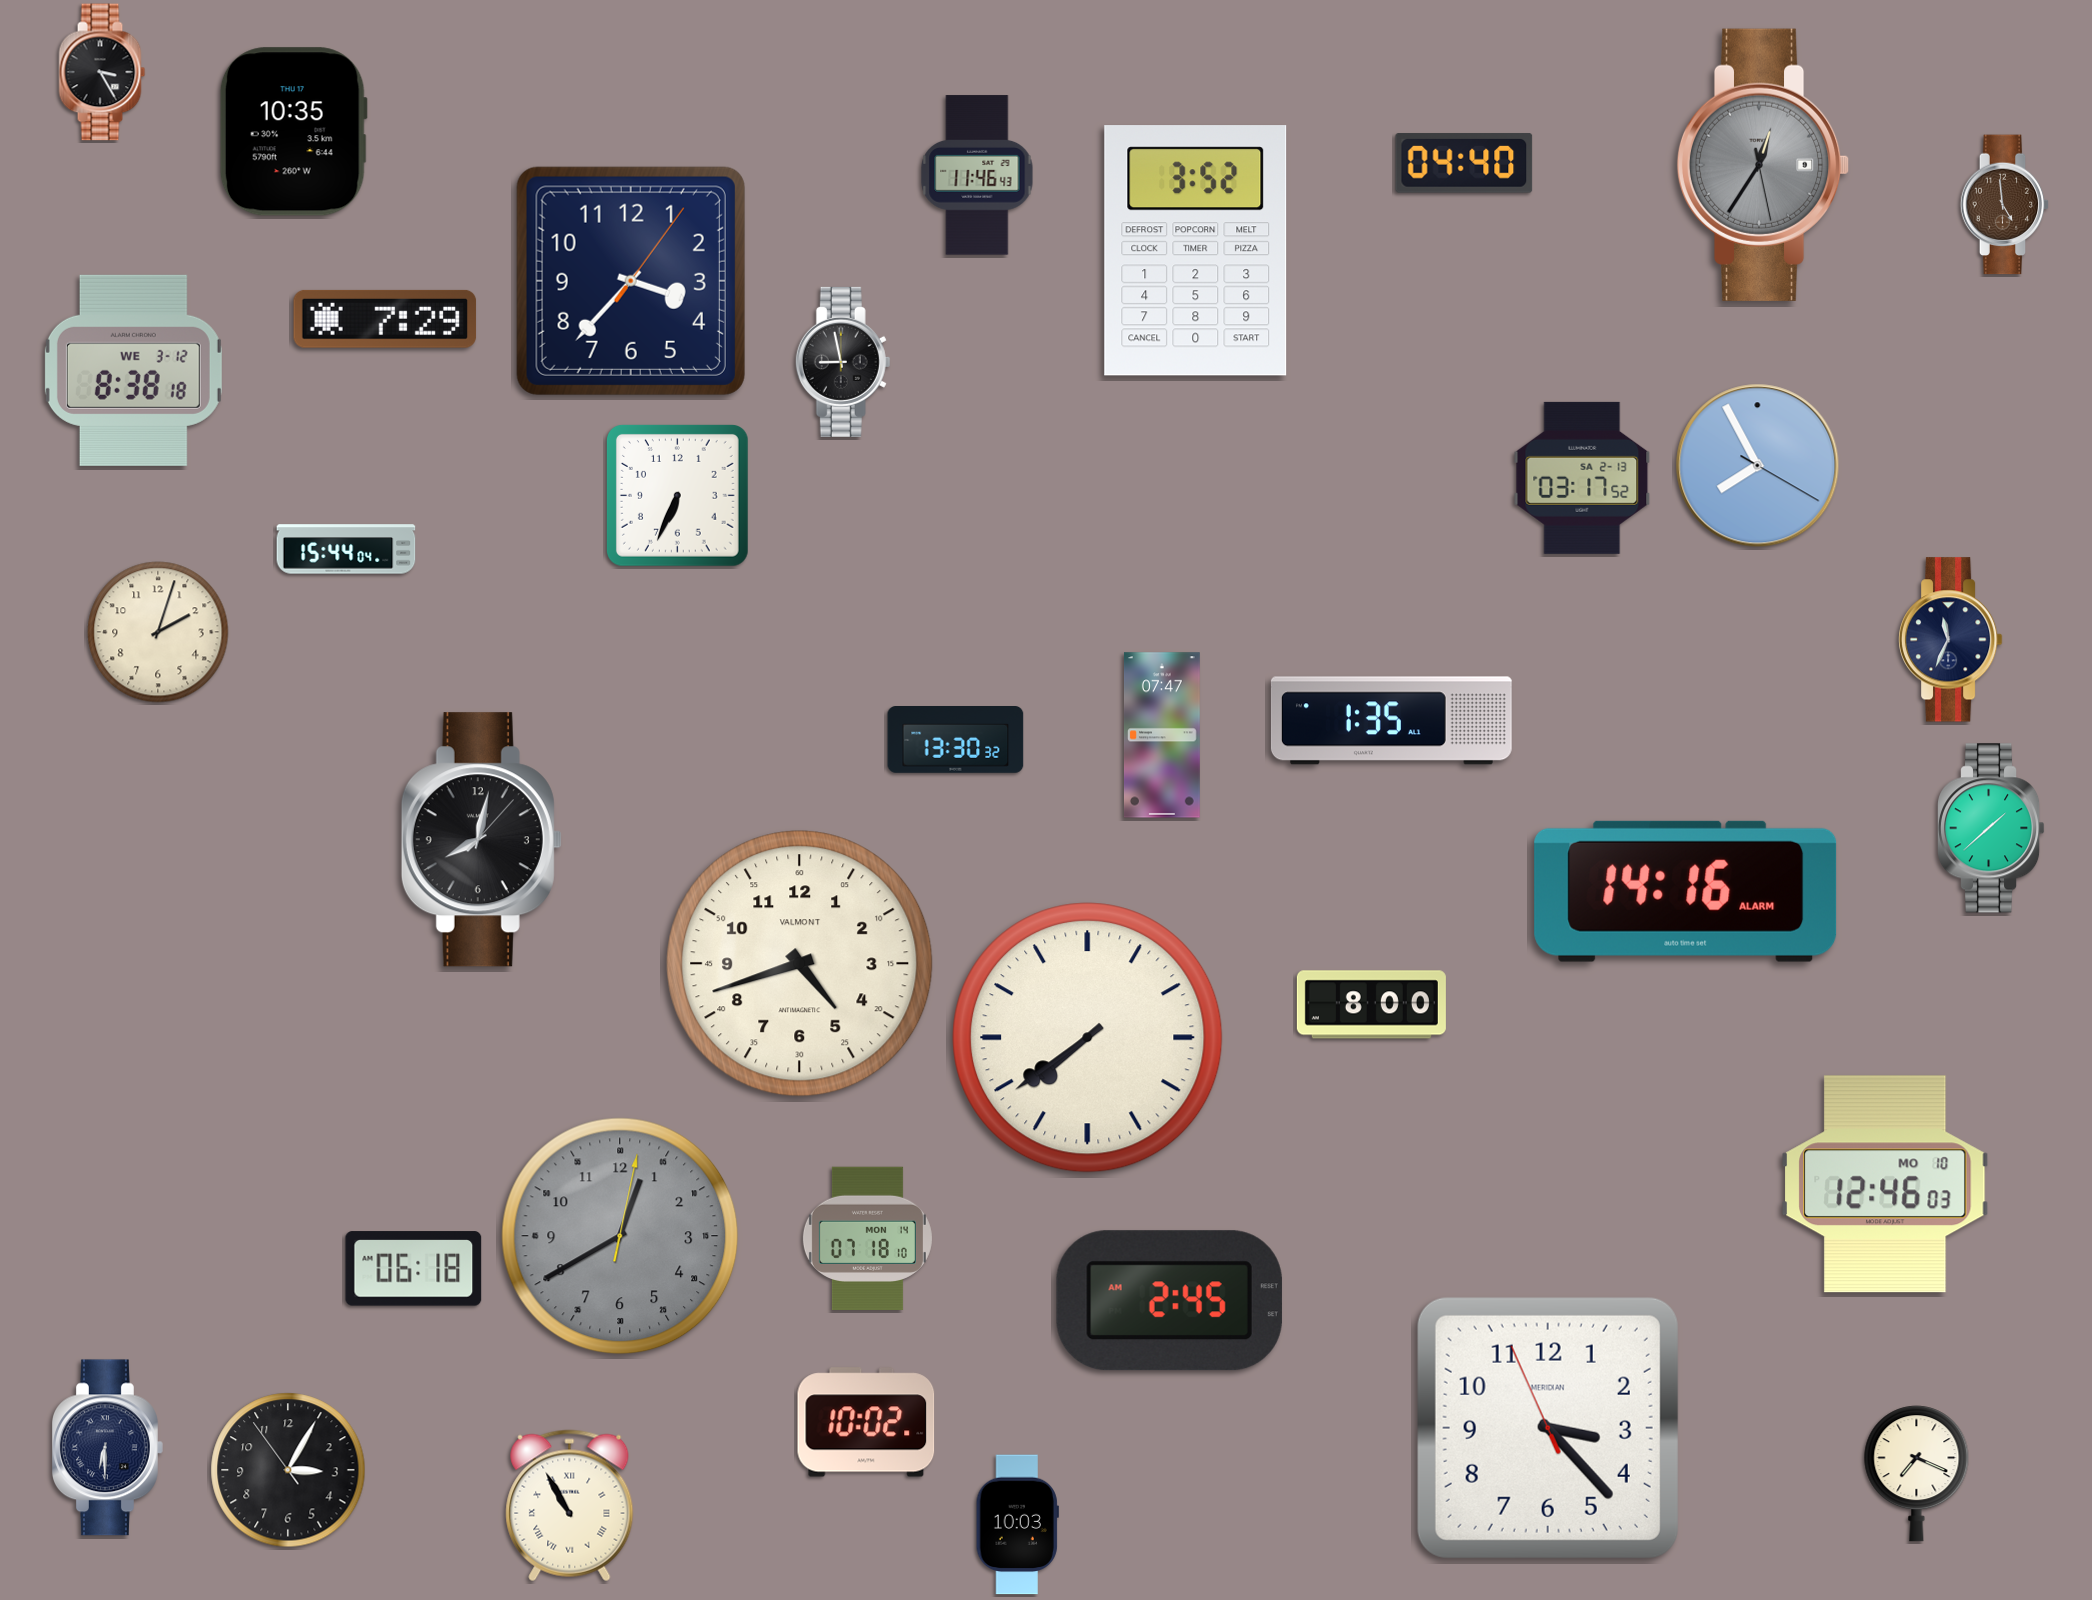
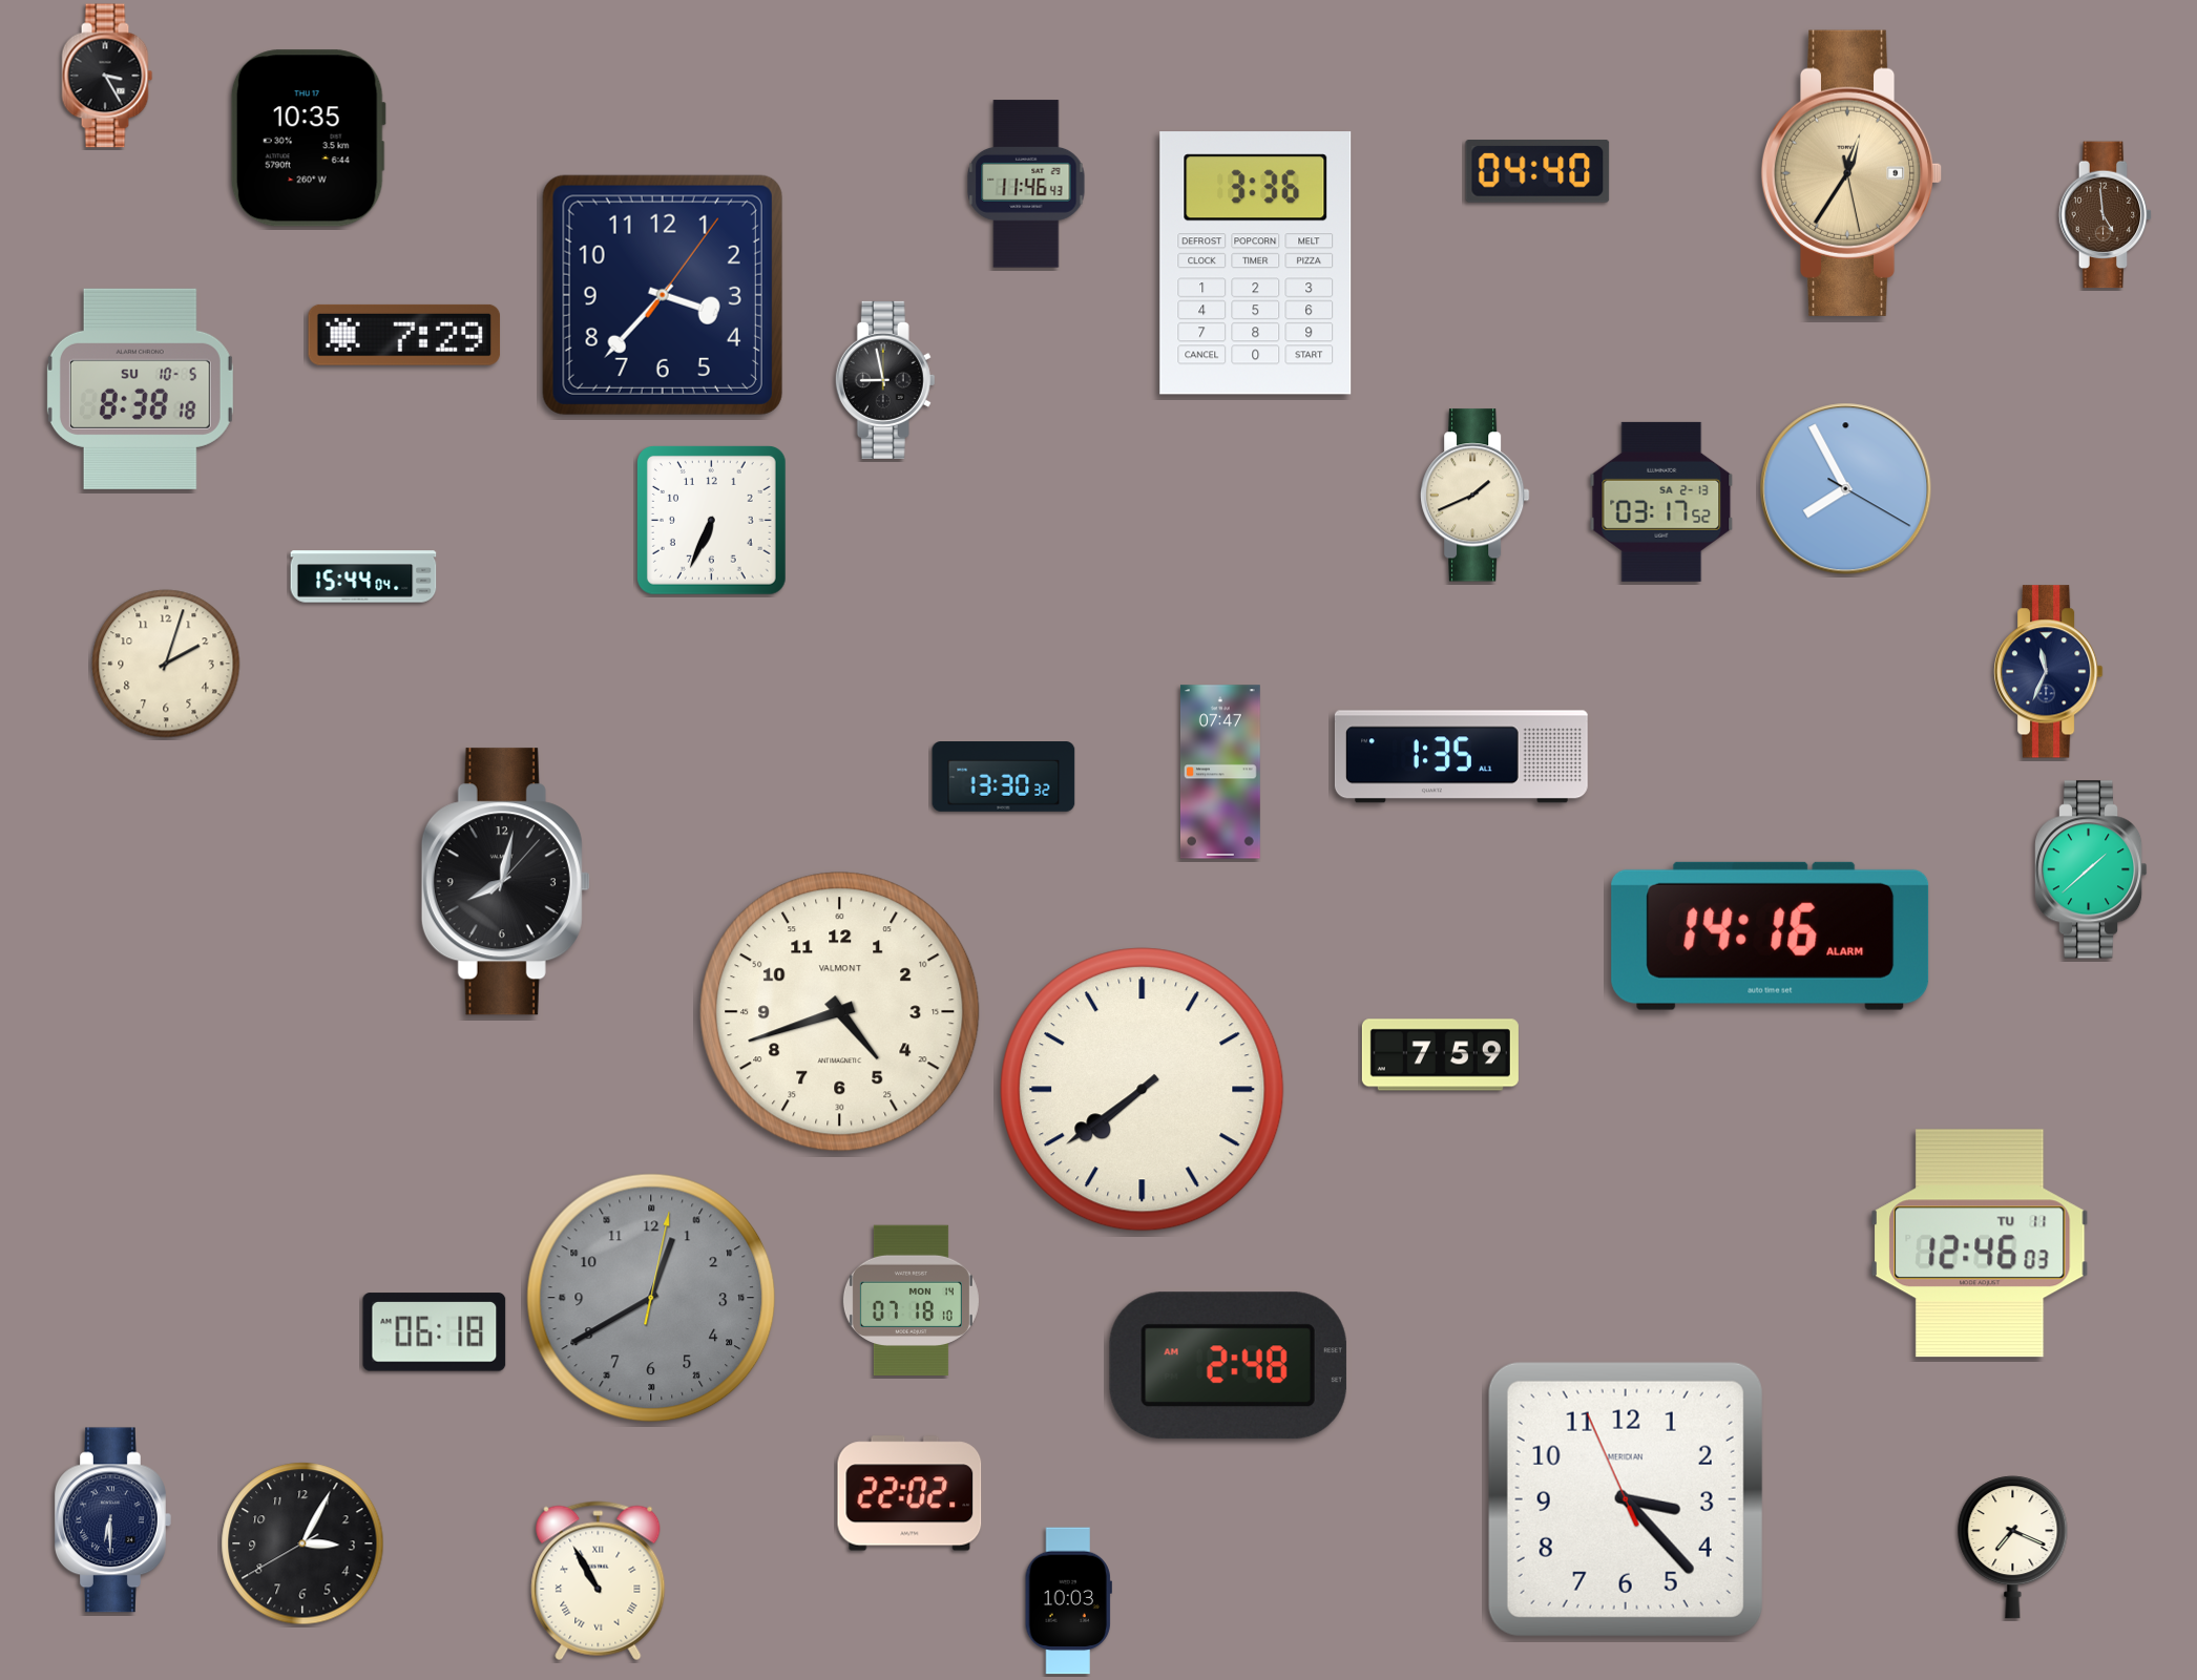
clock at (1763, 165) dial: grey -> champagne
clock at (1196, 251): 3:52 -> 3:36
clock at (133, 370) date: WE 3-12 -> SU 10-5
clock at (1476, 496): none -> 1:41
clock at (1371, 1005): 8:00 -> 7:59
clock at (1885, 1184) date: MO 10 -> TU 11
clock at (1169, 1301): 2:45 -> 2:48
clock at (866, 1422): 10:02 -> 22:02
clock at (288, 1470): 3:04:54 -> 3:04:40
